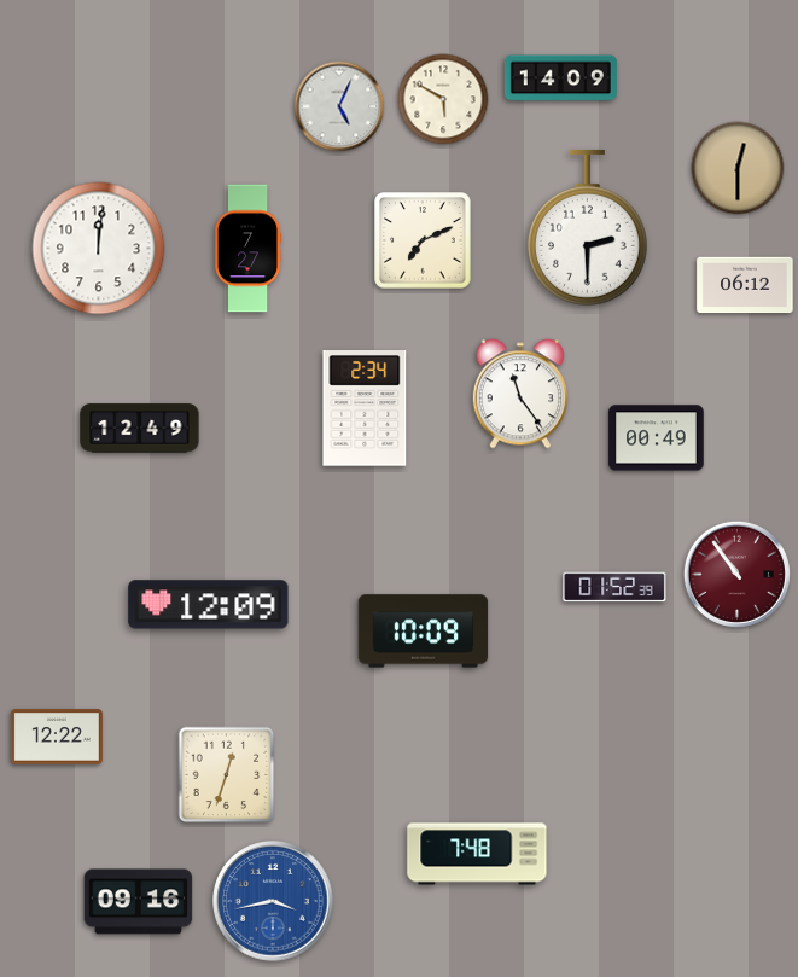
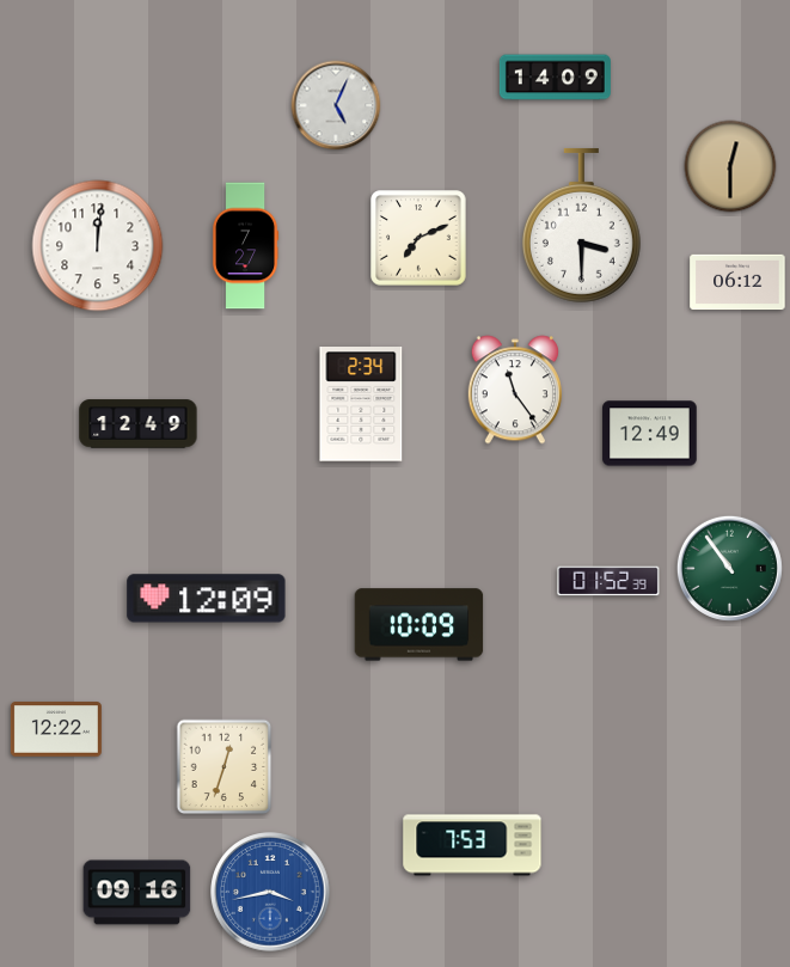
clock at (443, 99): 5:50 -> none
clock at (587, 227): 2:30 -> 3:30
clock at (657, 438): 00:49 -> 12:49
clock at (736, 574) dial: burgundy -> green
clock at (477, 854): 7:48 -> 7:53
